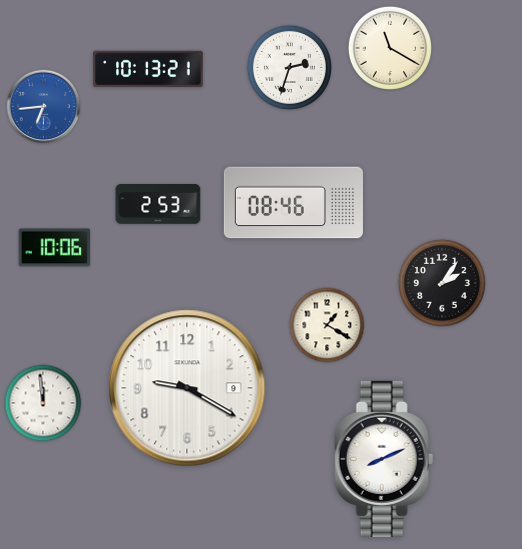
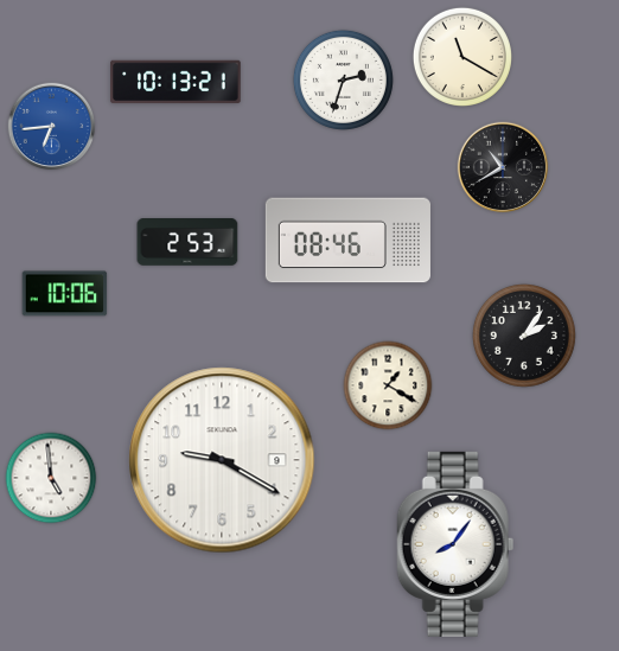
clock at (503, 167): none -> 10:40
clock at (43, 403): 11:59 -> 4:59
clock at (384, 459): 8:11 -> 8:06
